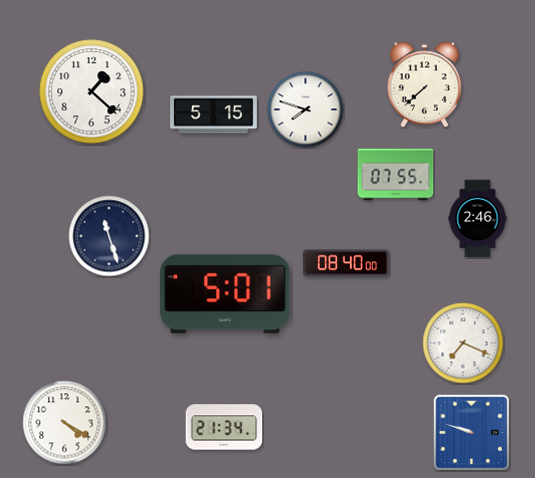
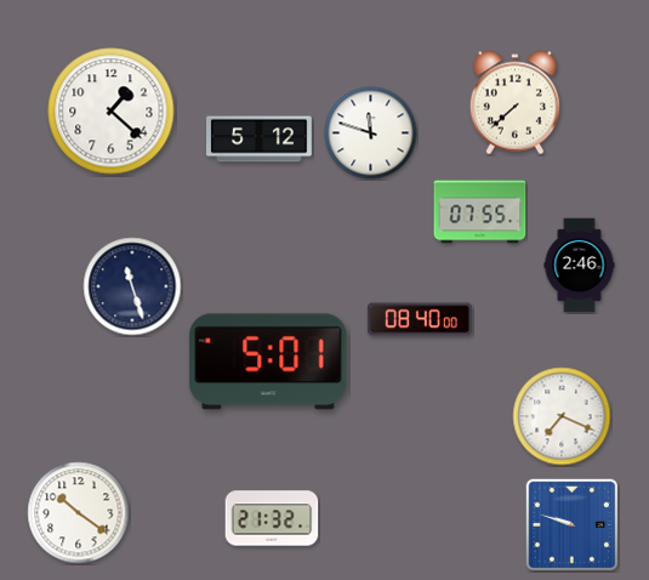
clock at (306, 110): 7:48 -> 11:48
clock at (214, 115): 5:15 -> 5:12
clock at (225, 294) position: (225, 294) -> (268, 362)
clock at (65, 423): 4:20 -> 10:21
clock at (224, 427): 21:34 -> 21:32
